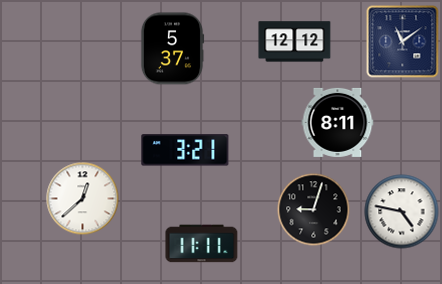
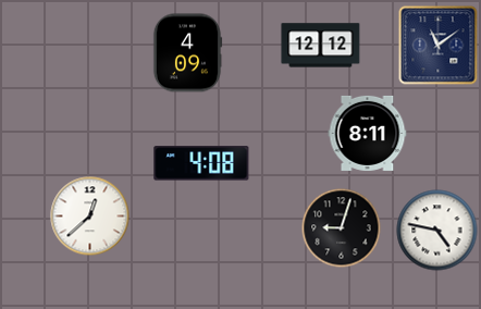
clock at (172, 49): 5:37 -> 4:09
clock at (185, 150): 3:21 -> 4:08
clock at (202, 244): 11:11 -> none
